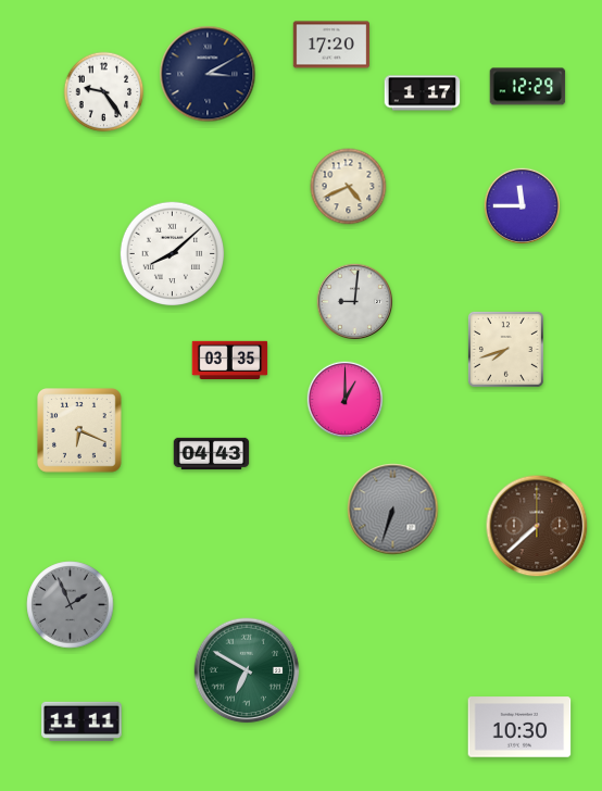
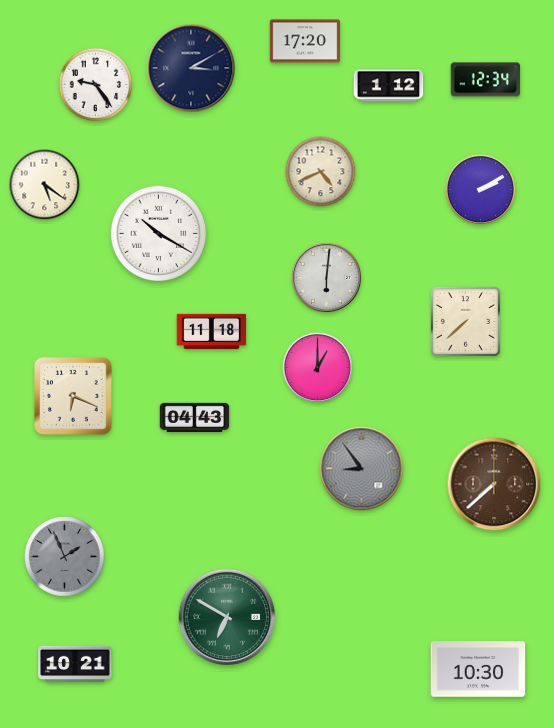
clock at (528, 87): 12:29 -> 12:34
clock at (423, 93): 1:17 -> 1:12
clock at (45, 185): none -> 5:21
clock at (523, 206): 11:45 -> 2:10
clock at (173, 254): 8:08 -> 10:20
clock at (355, 302): 9:01 -> 6:01
clock at (505, 349): 7:42 -> 7:38
clock at (230, 360): 03:35 -> 11:18
clock at (393, 510): 6:33 -> 8:54
clock at (81, 721): 11:11 -> 10:21
